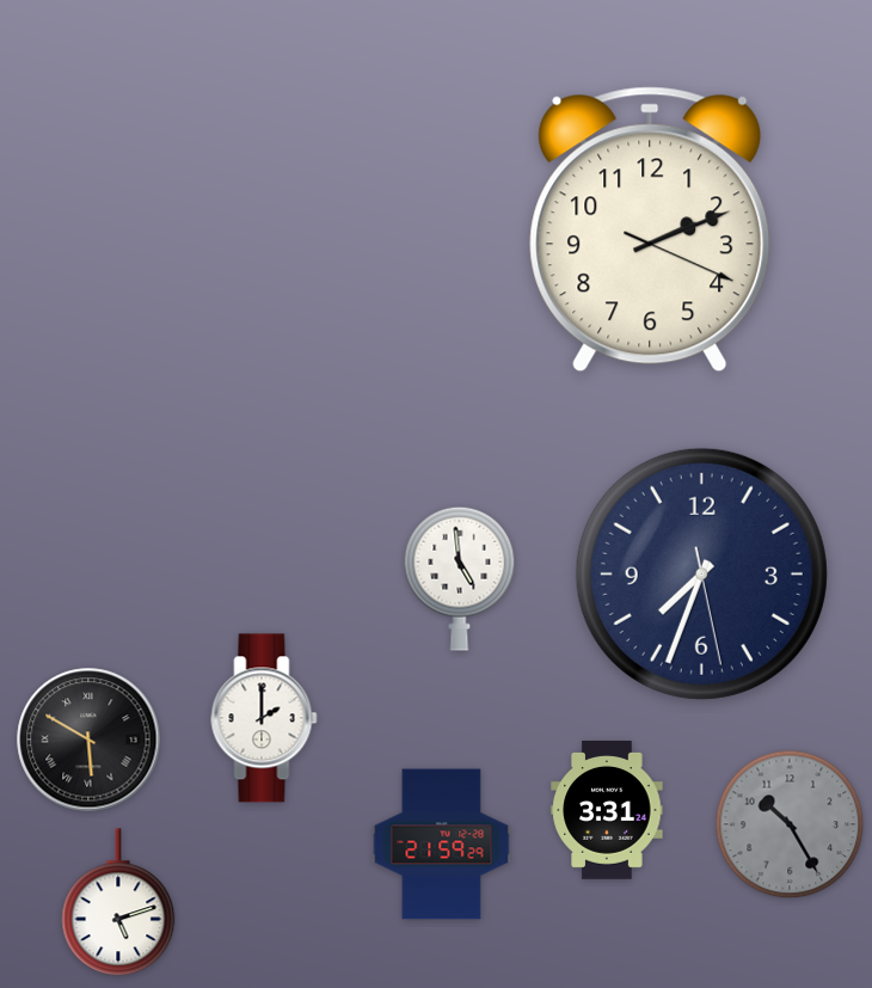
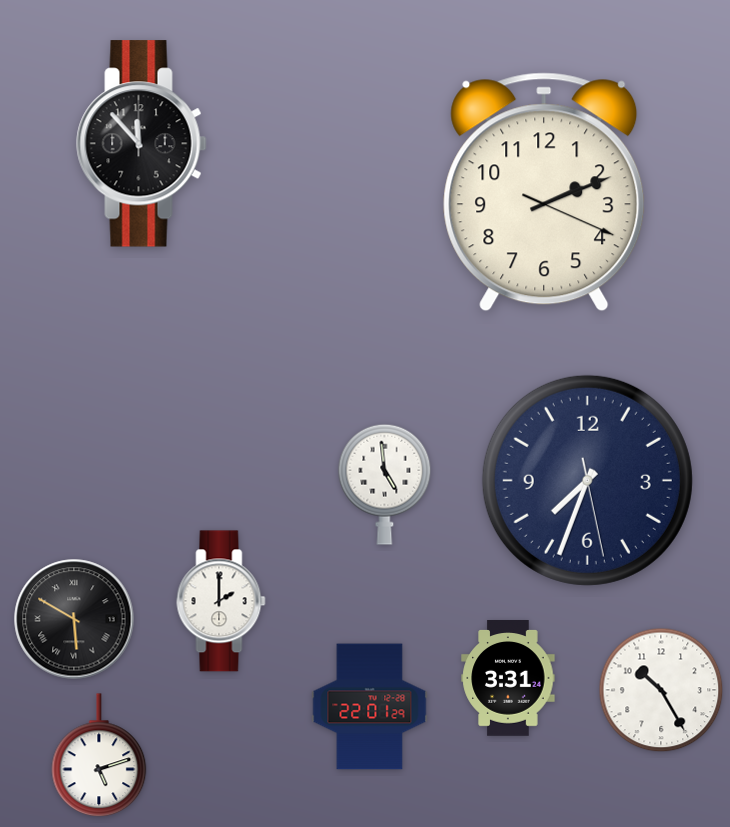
clock at (142, 144): none -> 11:53
clock at (790, 824) dial: grey -> white
clock at (442, 845): 21:59 -> 22:01
